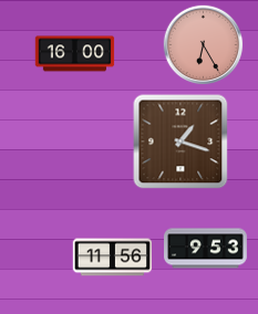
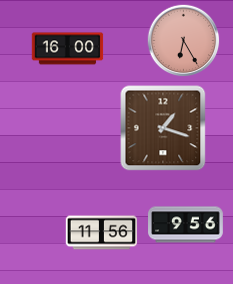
clock at (206, 249): 9:53 -> 9:56
